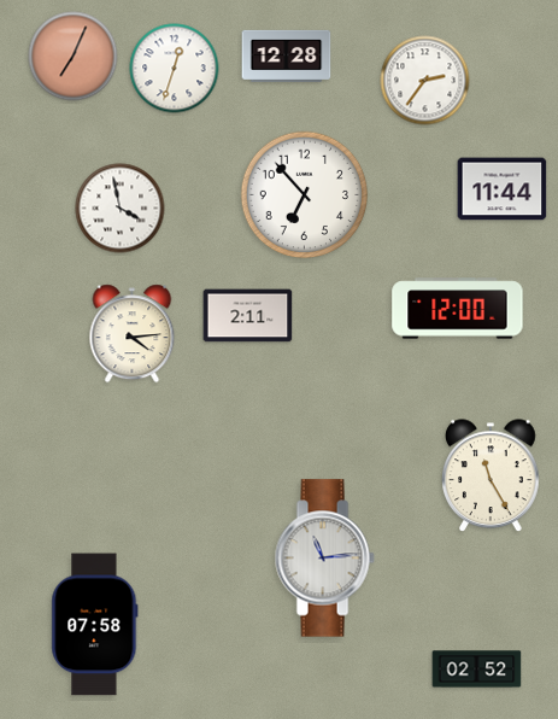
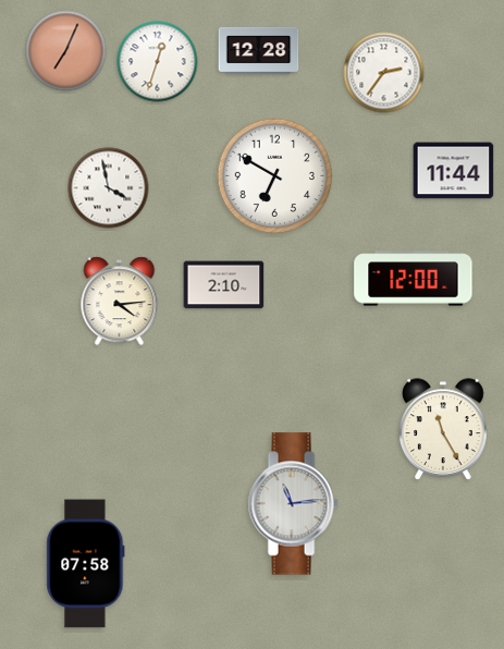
clock at (305, 195): 6:53 -> 6:50
clock at (248, 316): 2:11 -> 2:10
clock at (477, 670): 02:52 -> none
